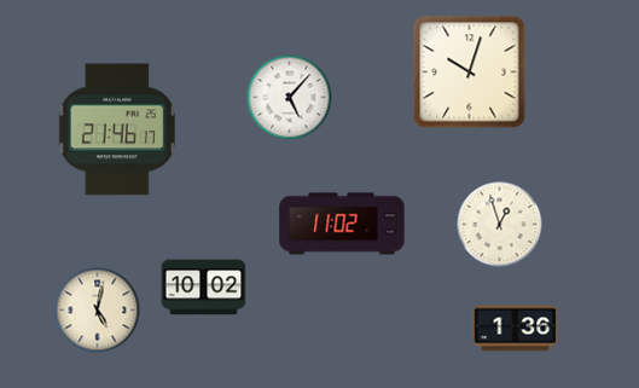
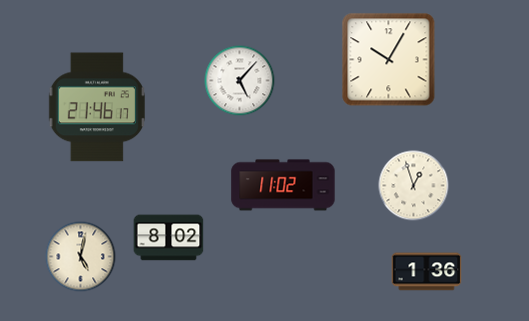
clock at (470, 73): 10:03 -> 10:05
clock at (204, 288): 10:02 -> 8:02
